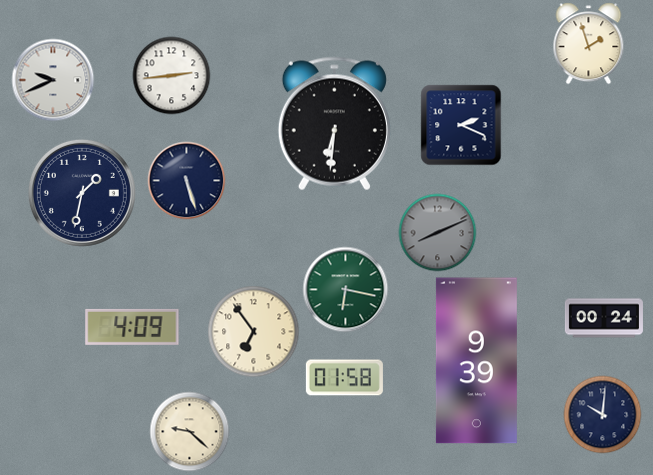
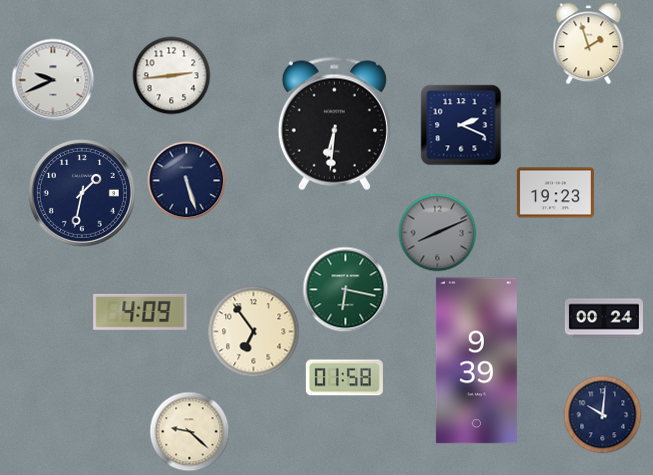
clock at (555, 193): none -> 19:23
clock at (132, 327) position: (132, 327) -> (140, 312)
